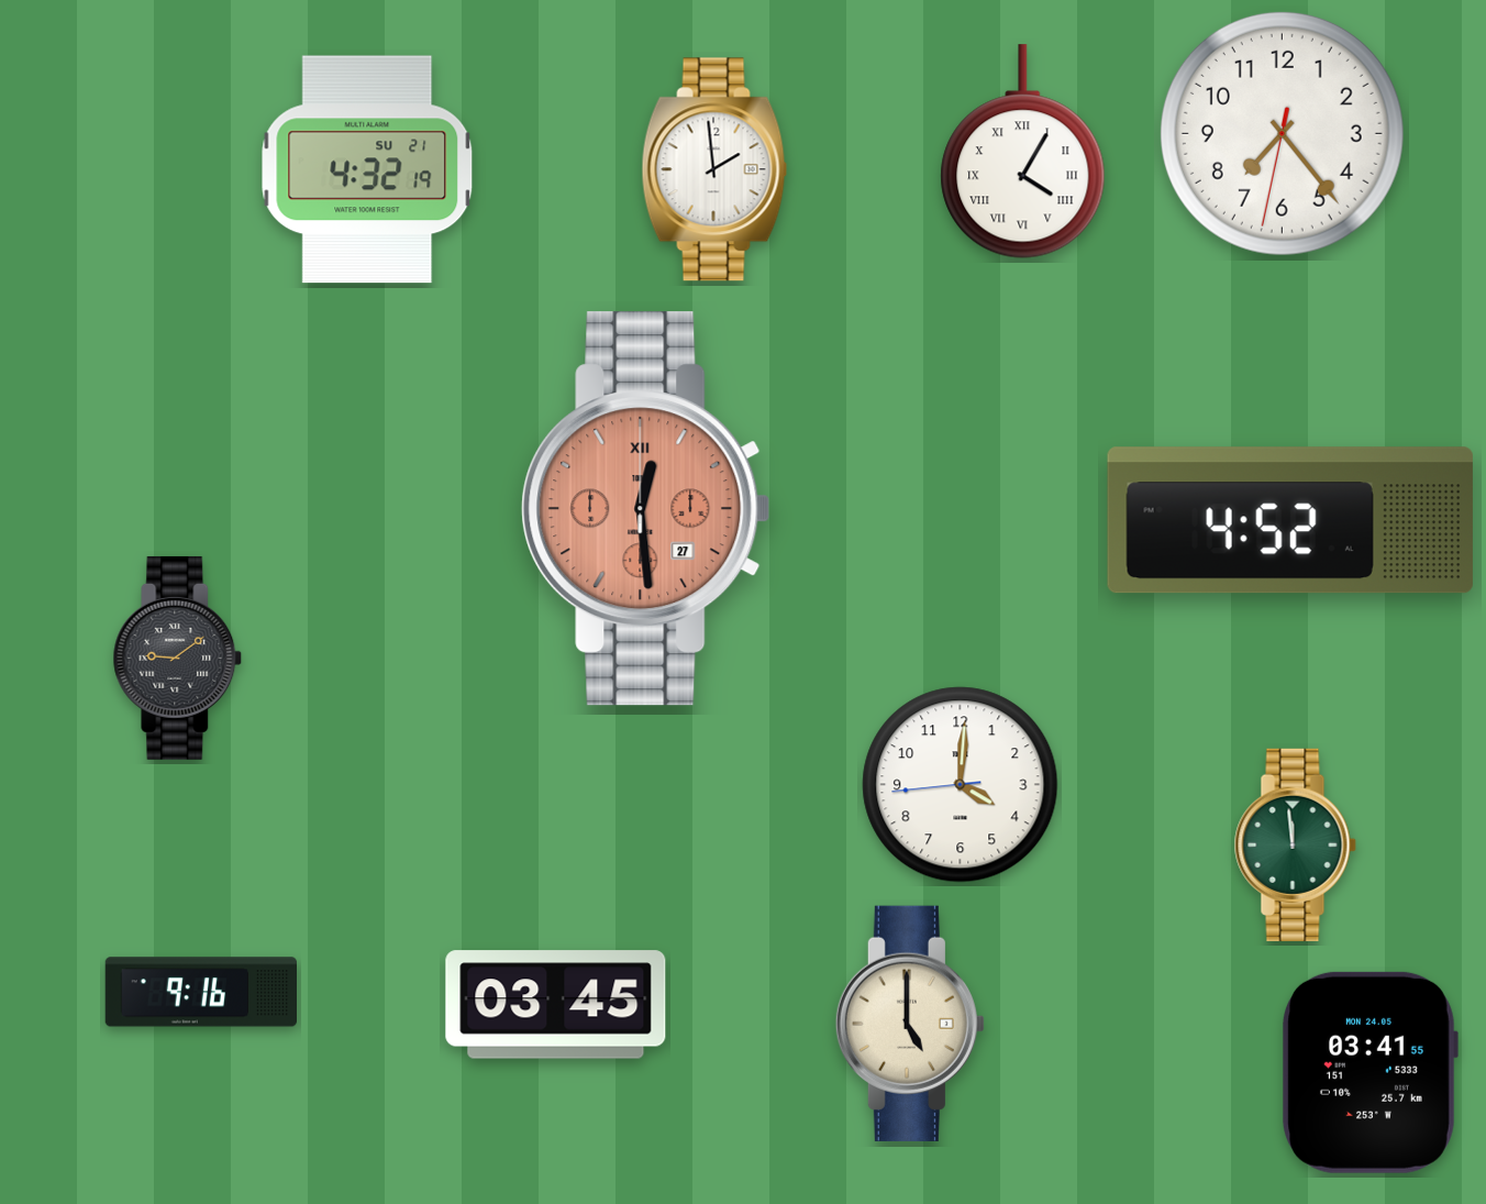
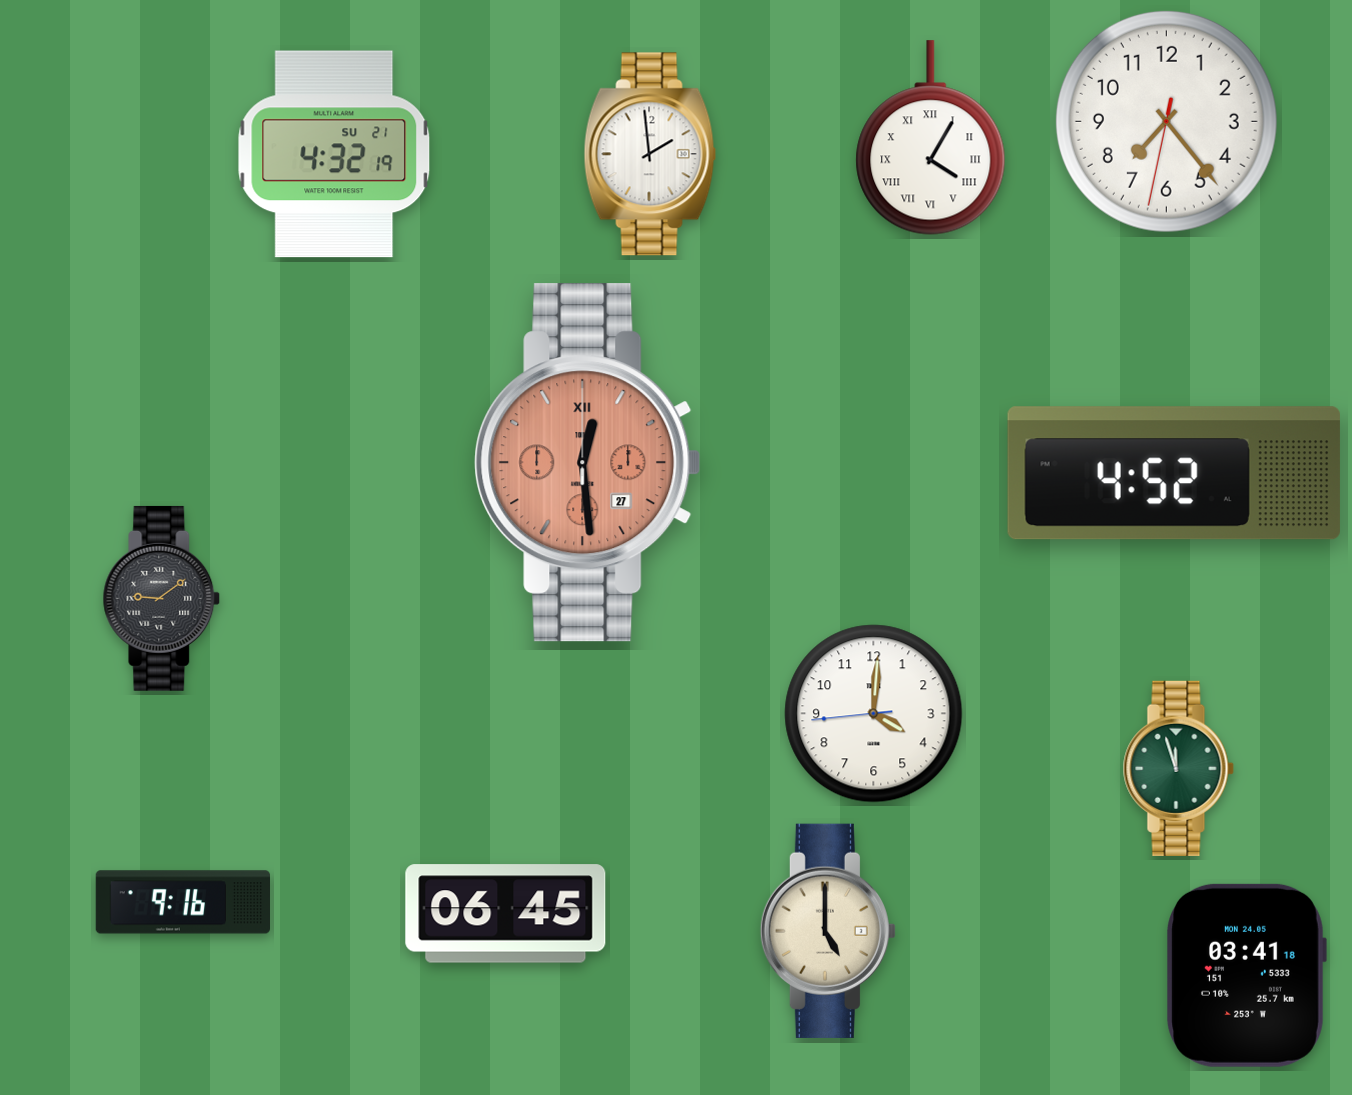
clock at (1295, 844): 11:59 -> 11:57
clock at (556, 1005): 03:45 -> 06:45
clock at (1369, 1072): 03:41:55 -> 03:41:18
